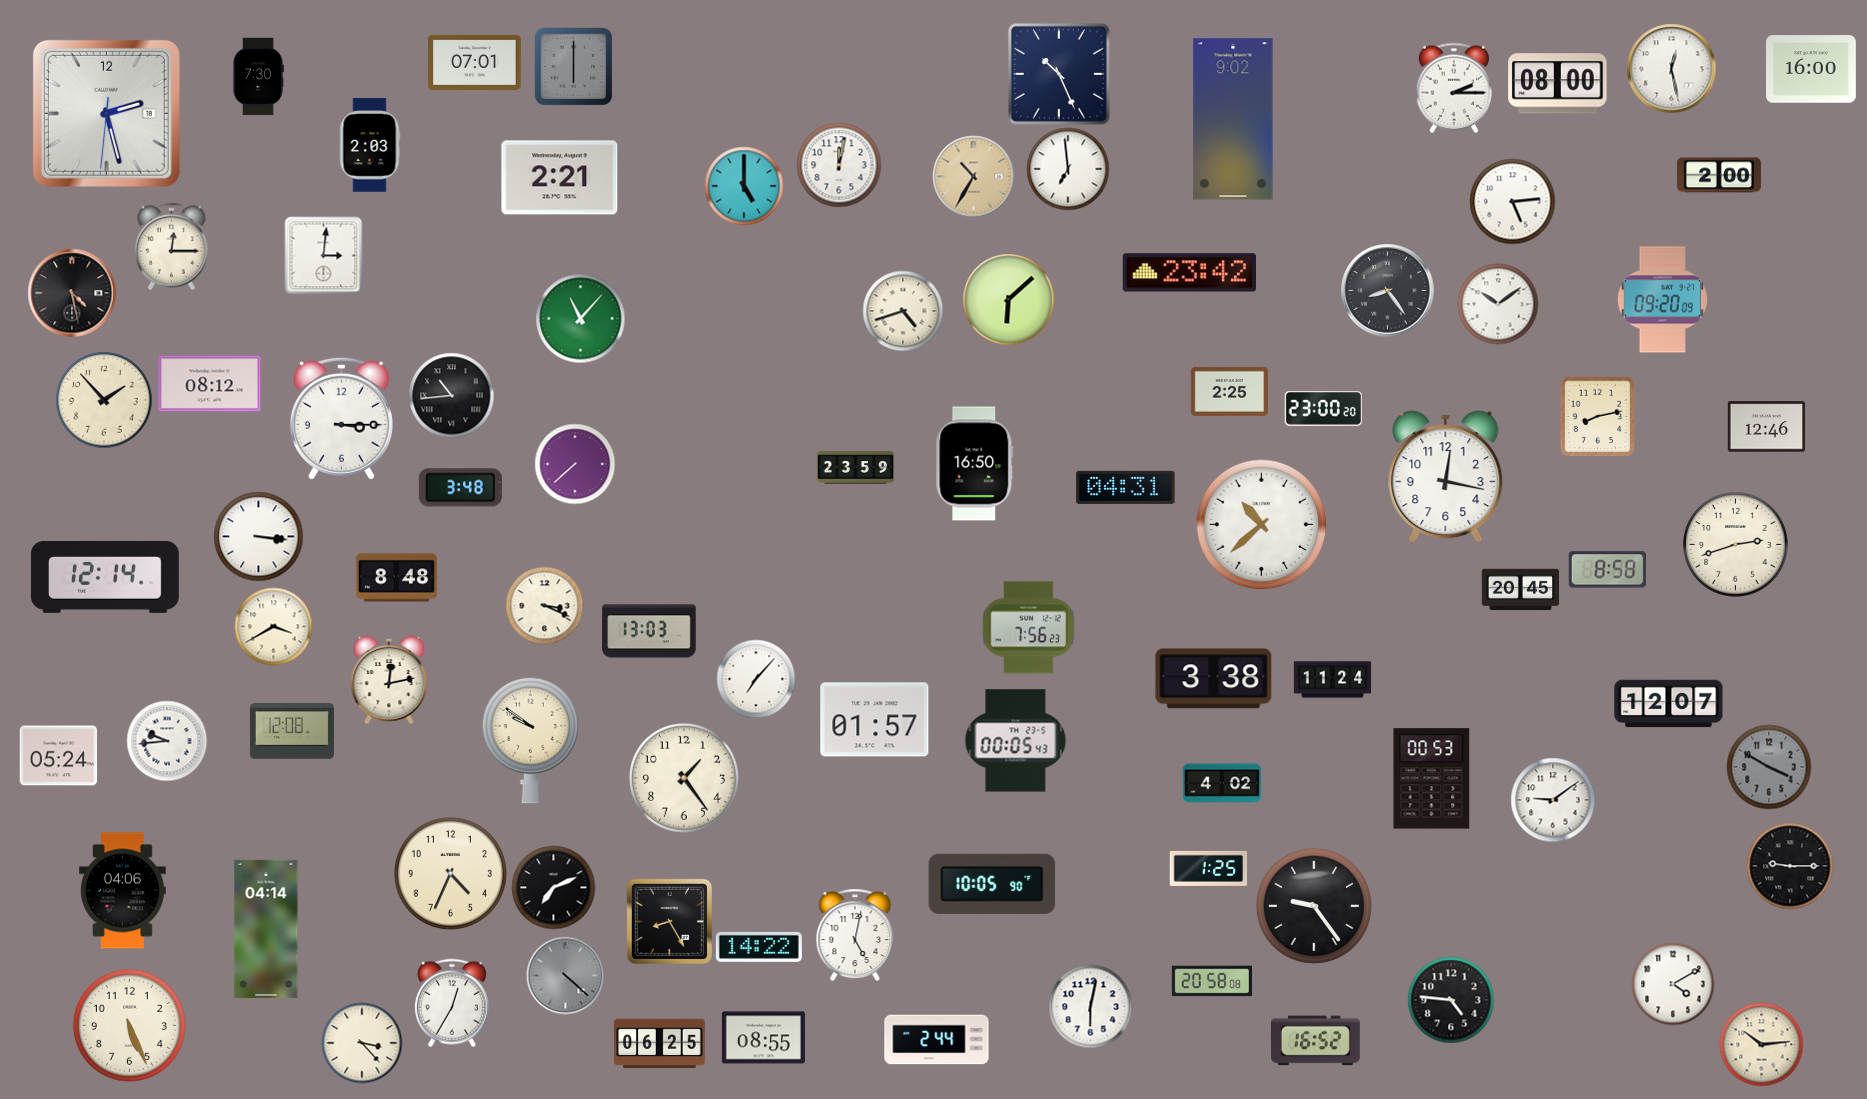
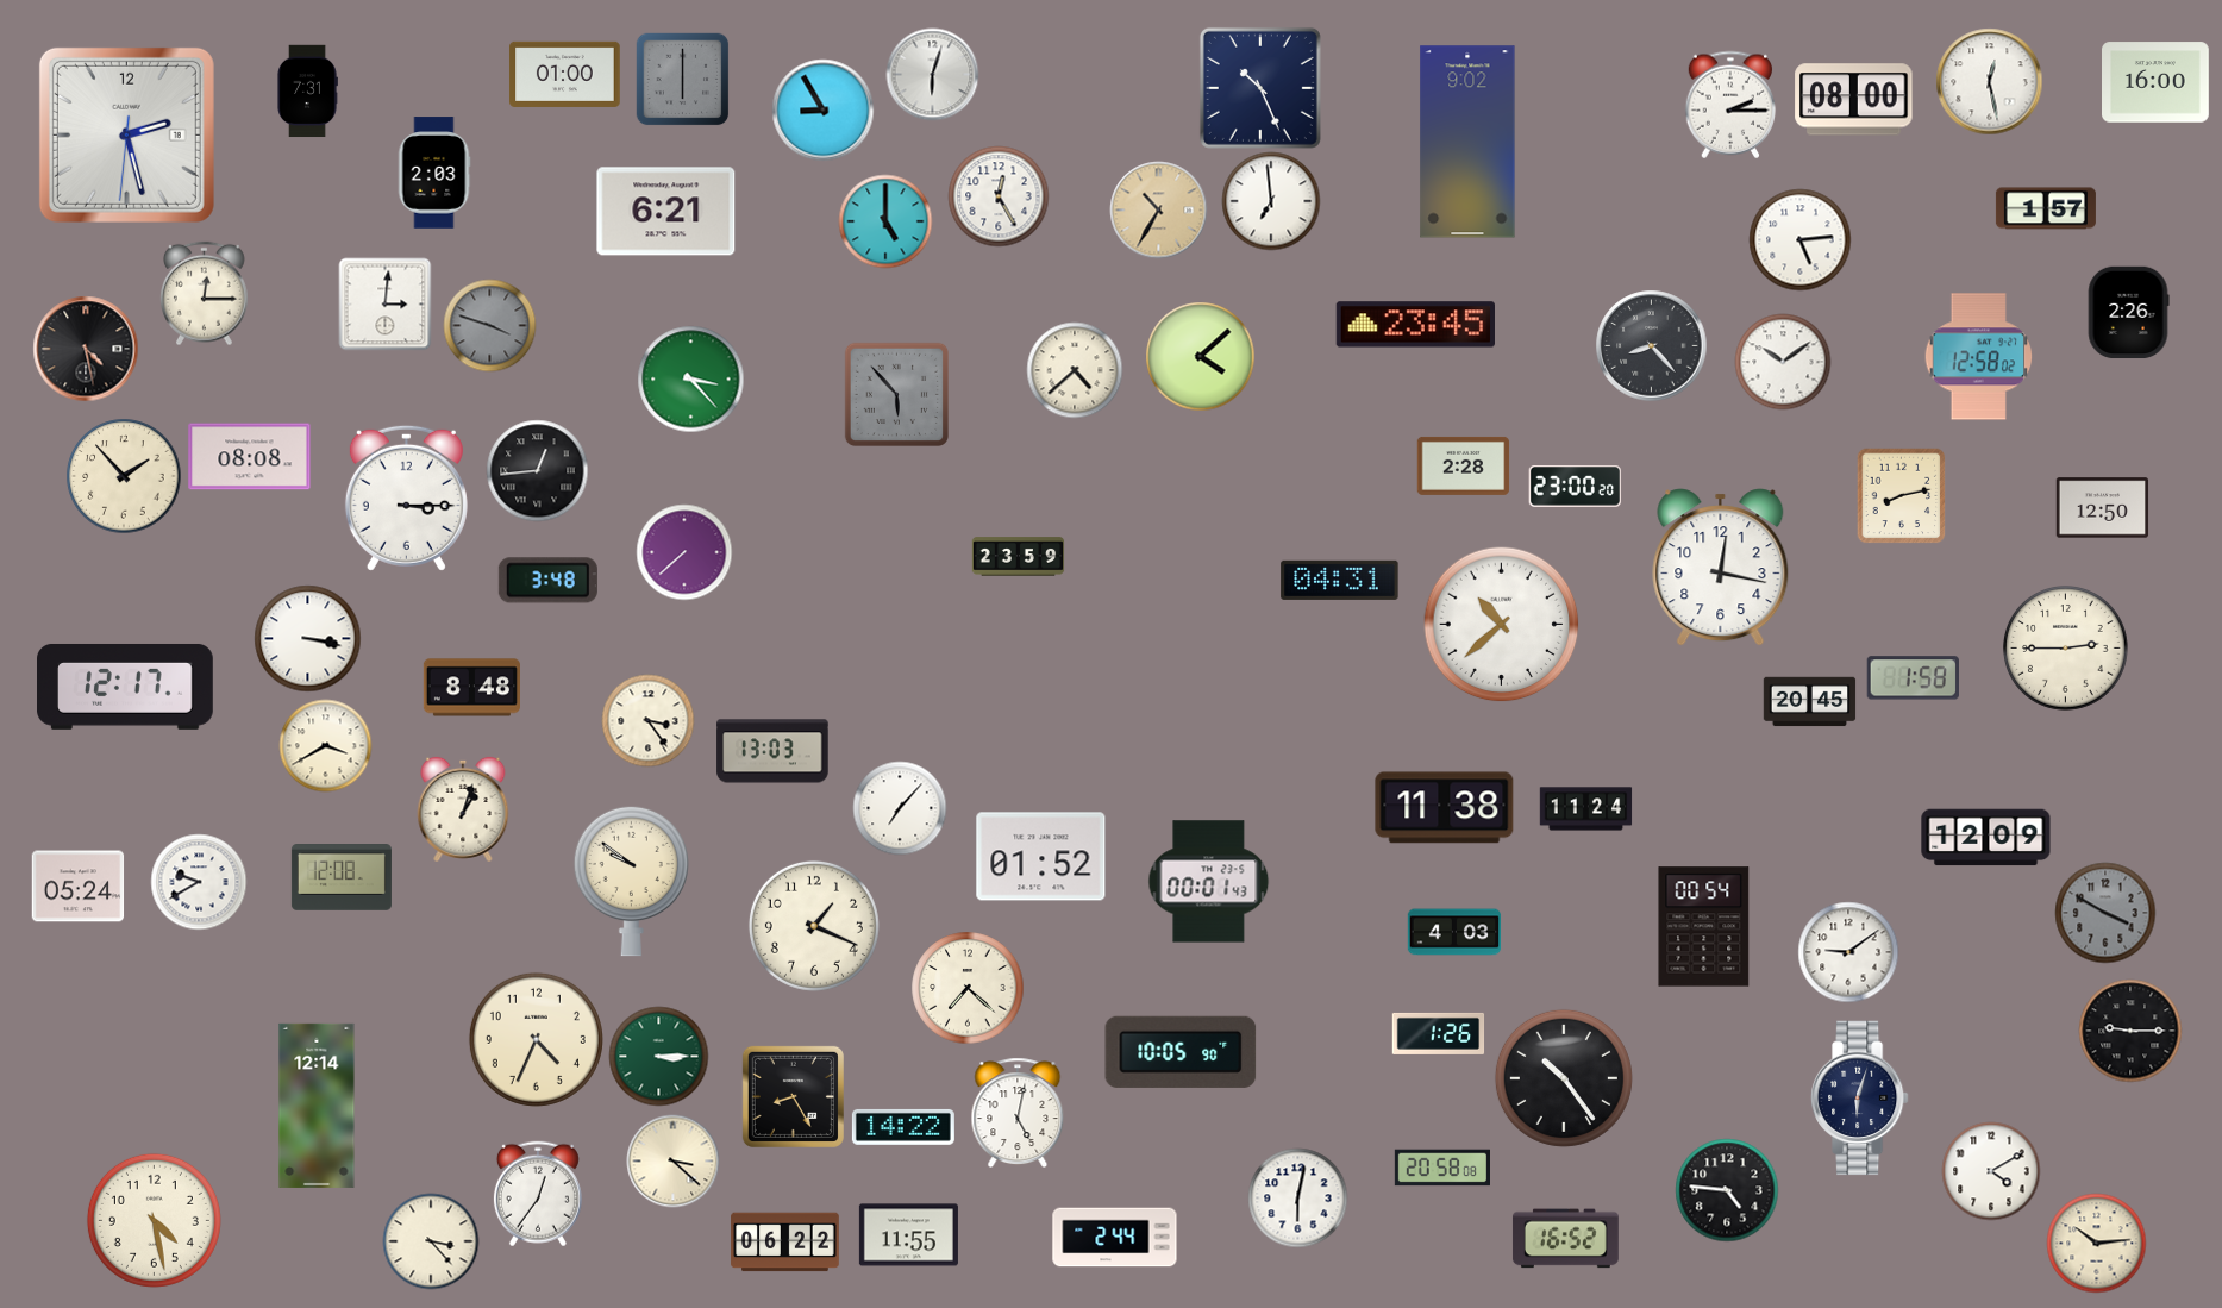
clock at (475, 62): 07:01 -> 01:00
clock at (932, 74): none -> 6:03
clock at (258, 76): 7:30 -> 7:31
clock at (822, 109): none -> 8:55
clock at (370, 145) position: (370, 145) -> (434, 173)
clock at (839, 165): 12:02 -> 12:25
clock at (1719, 175): 2:00 -> 1:57
clock at (560, 178): 2:21 -> 6:21
clock at (2128, 312): none -> 2:26
clock at (489, 325): none -> 3:48
clock at (1189, 273): 23:42 -> 23:45
clock at (1387, 290): 8:24 -> 8:23
clock at (1008, 299): 6:08 -> 4:08
clock at (1663, 300): 09:20 -> 12:58
clock at (903, 311): 4:42 -> 4:38
clock at (580, 318): 11:07 -> 3:23
clock at (896, 394): none -> 5:53
clock at (210, 384): 08:12 -> 08:08
clock at (1229, 391): 2:25 -> 2:28
clock at (451, 395): 10:44 -> 12:44
clock at (1766, 427): 12:46 -> 12:50
clock at (975, 464): 16:50 -> none
clock at (258, 536): 3:16 -> 3:17
clock at (1736, 545): 2:42 -> 2:45
clock at (1607, 570): 8:58 -> 1:58
clock at (106, 577): 12:14 -> 12:17
clock at (544, 605): 3:19 -> 3:24
clock at (1028, 628): 7:56 -> none
clock at (1214, 679): 3:38 -> 11:38
clock at (389, 680): 12:13 -> 1:03
clock at (1669, 704): 12:07 -> 12:09
clock at (875, 720): 01:57 -> 01:52
clock at (292, 732) position: (292, 732) -> (342, 878)
clock at (167, 741): 9:44 -> 9:40
clock at (1016, 741): 00:05 -> 00:01
clock at (58, 756) position: (58, 756) -> (77, 887)
clock at (684, 778): 1:24 -> 1:19
clock at (1432, 779): 00:53 -> 00:54
clock at (1222, 783): 4:02 -> 4:03
clock at (968, 988): none -> 7:22
clock at (1208, 868): 1:25 -> 1:26
clock at (553, 887): 7:11 -> 3:15
clock at (553, 887) dial: black -> green
clock at (123, 891): 04:06 -> none
clock at (1314, 906): 9:24 -> 10:24
clock at (669, 921) position: (669, 921) -> (793, 1096)
clock at (1859, 1099): none -> 6:03
clock at (266, 929): 04:14 -> 12:14
clock at (565, 975): 4:22 -> 3:22
clock at (565, 975) dial: grey -> cream
clock at (452, 1003): 12:35 -> 12:36
clock at (129, 1025): 5:26 -> 4:28
clock at (763, 1038): 08:55 -> 11:55
clock at (660, 1044): 06:25 -> 06:22
